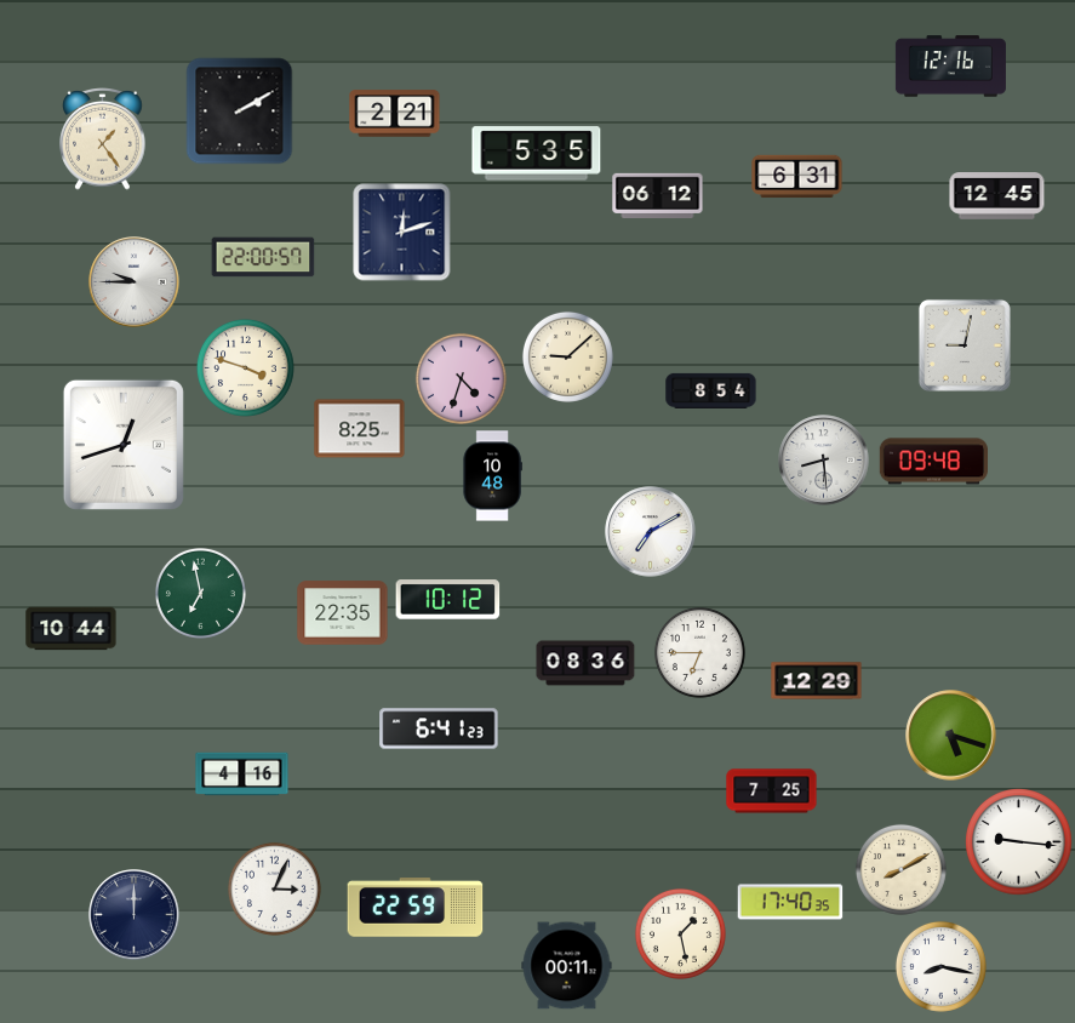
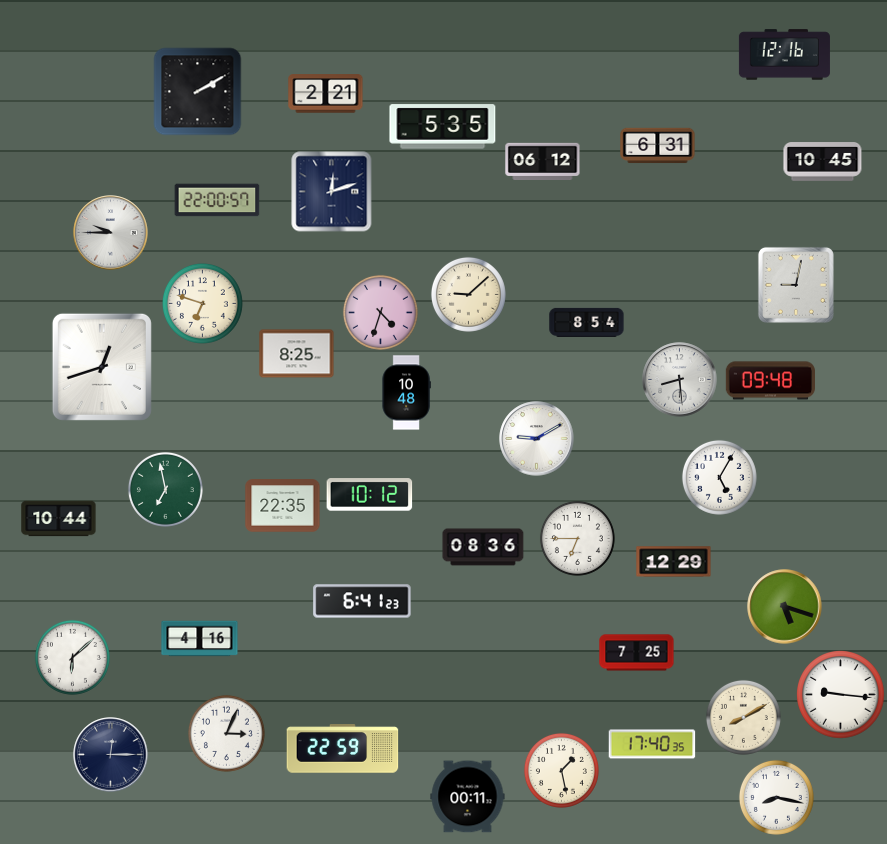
clock at (103, 139): 1:24 -> none
clock at (997, 196): 12:45 -> 10:45
clock at (263, 257) position: (263, 257) -> (217, 200)
clock at (245, 367): 3:48 -> 6:48
clock at (651, 532): 7:10 -> 9:10
clock at (719, 477): none -> 5:05
clock at (72, 657): none -> 6:08
clock at (135, 915): 12:00 -> 12:15
